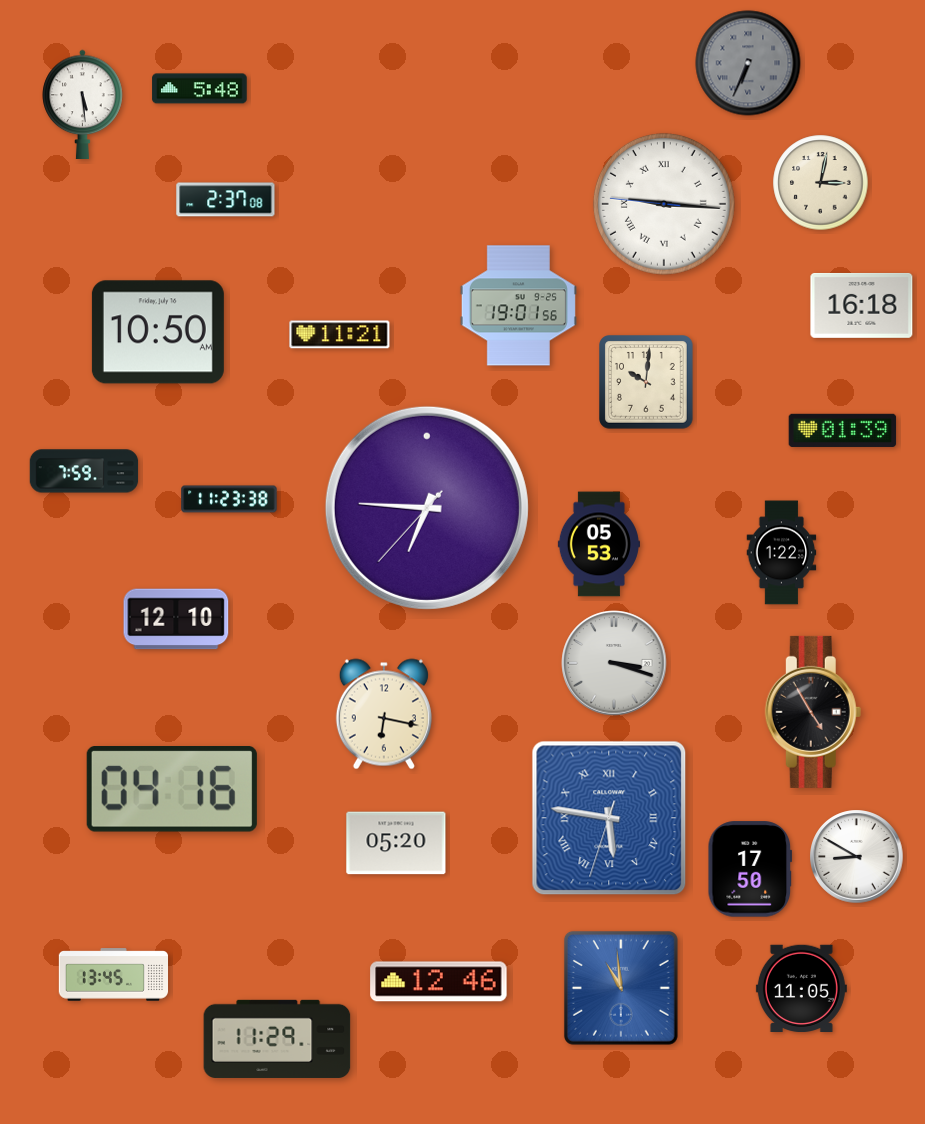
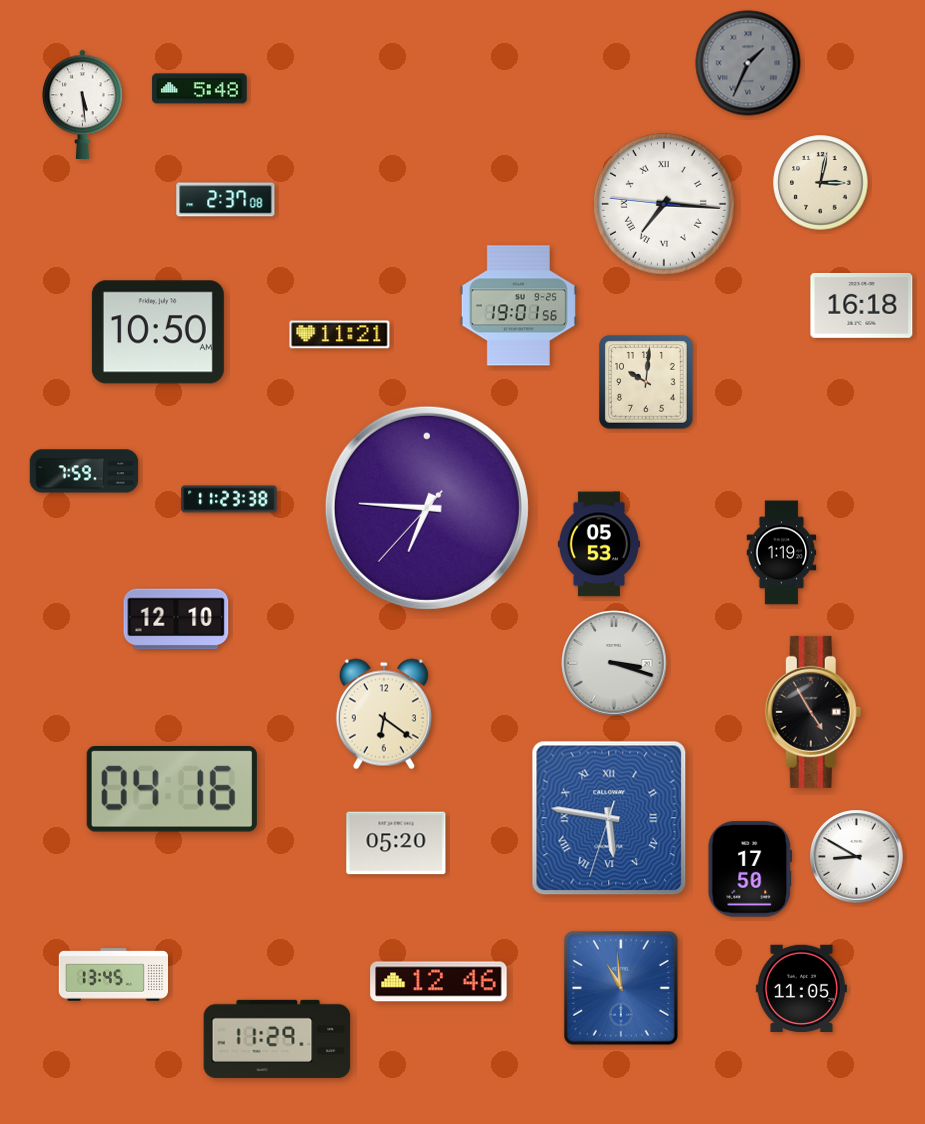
clock at (748, 63): 6:34 -> 1:34
clock at (664, 204): 9:15 -> 7:15
clock at (843, 430): 01:39 -> none
clock at (782, 553): 1:22 -> 1:19
clock at (384, 714): 6:17 -> 6:21
